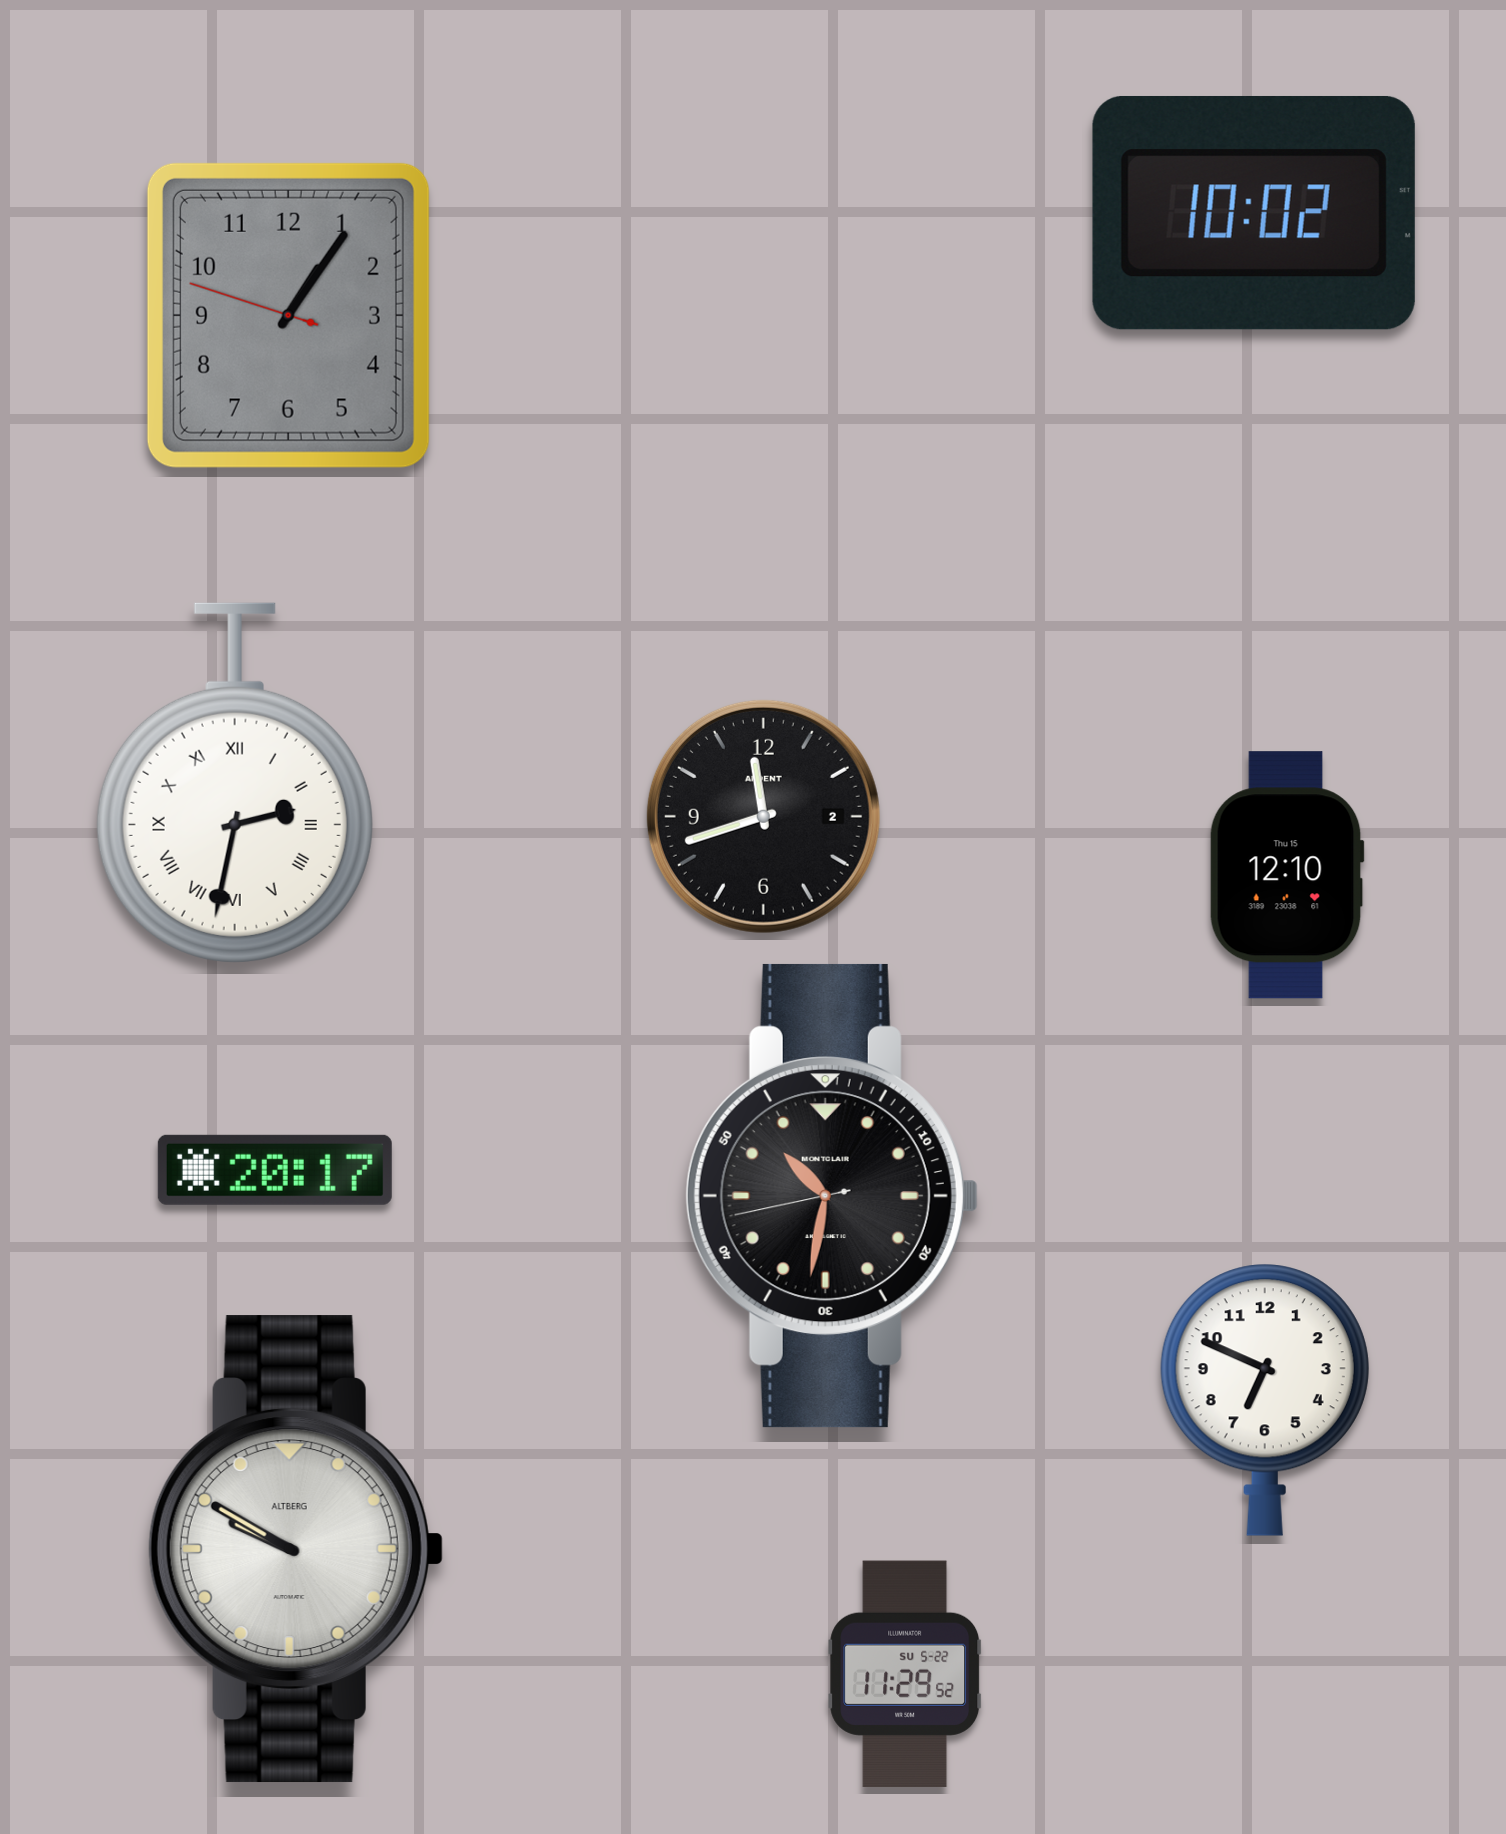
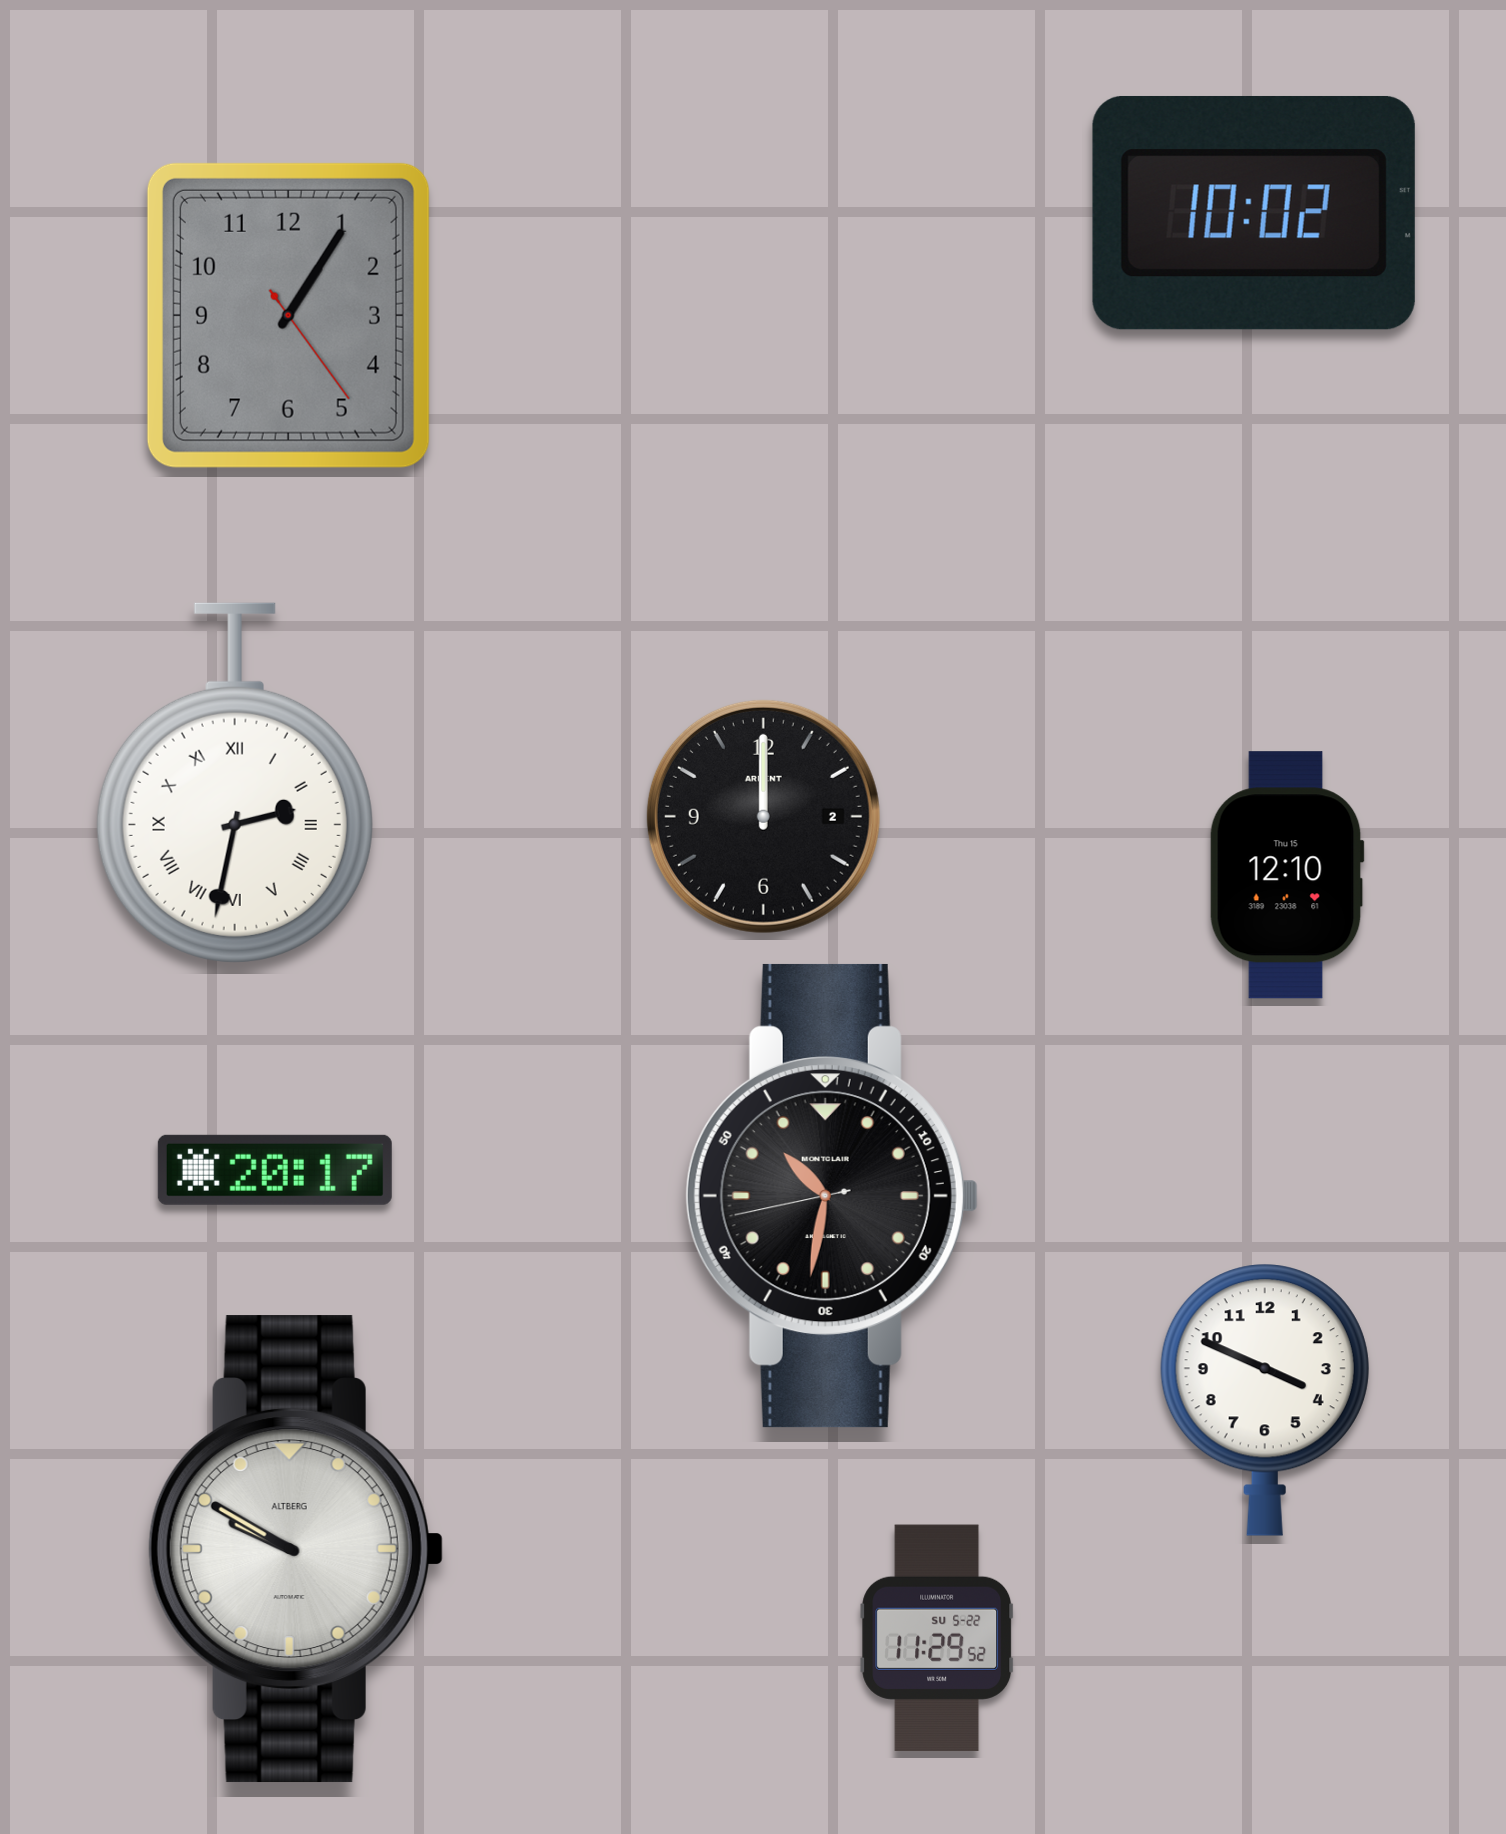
clock at (288, 315): 1:05:48 -> 1:05:24
clock at (763, 816): 11:42 -> 12:00
clock at (1265, 1400): 6:49 -> 3:49
clock at (905, 1673) position: (905, 1673) -> (937, 1637)
